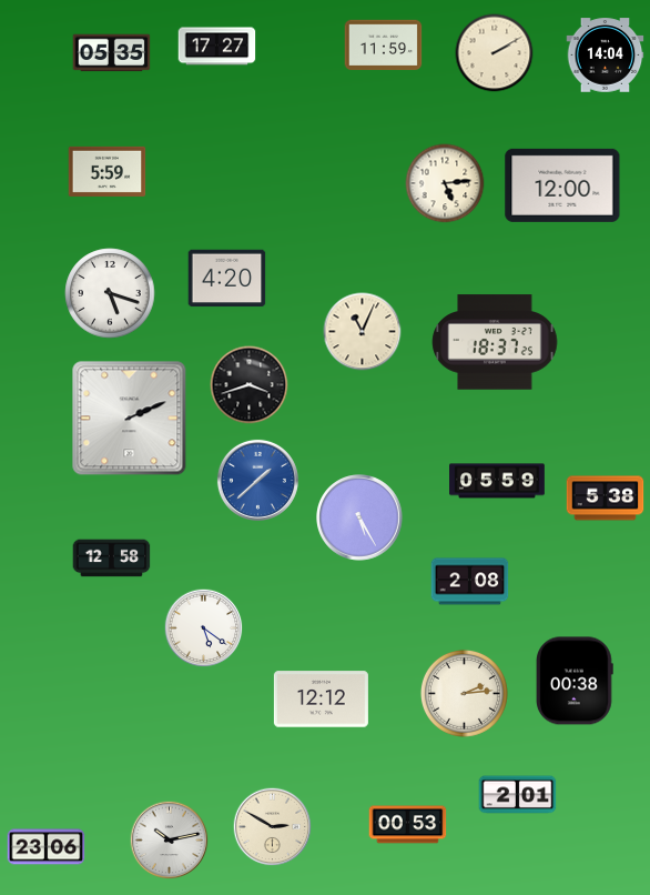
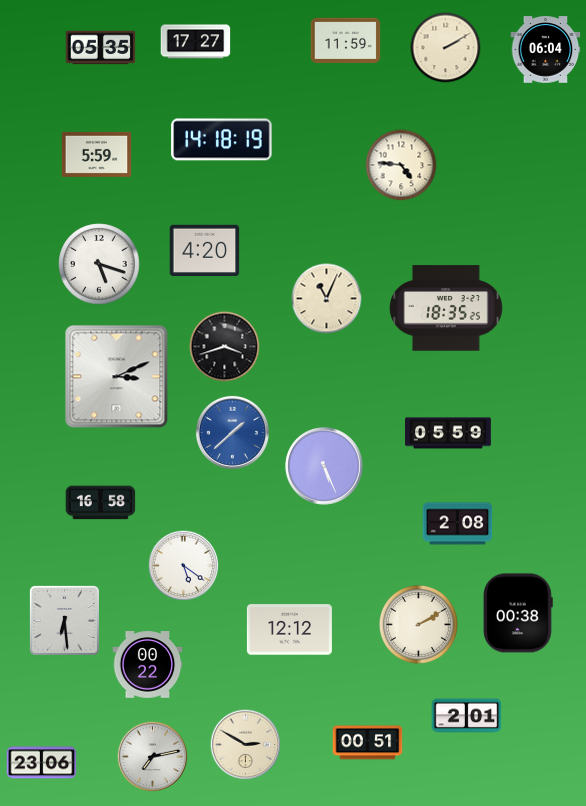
clock at (606, 56): 14:04 -> 06:04
clock at (222, 140): none -> 14:18
clock at (445, 183): 5:14 -> 4:46
clock at (562, 185): 12:00 -> none
clock at (495, 342): 18:37 -> 18:35
clock at (130, 419): 2:11 -> 3:11
clock at (606, 499): 5:38 -> none
clock at (359, 517): 5:25 -> 5:26
clock at (112, 559): 12:58 -> 16:58
clock at (470, 582) position: (470, 582) -> (458, 524)
clock at (64, 620): none -> 6:29
clock at (464, 693): 2:14 -> 2:10
clock at (148, 665): none -> 00:22
clock at (408, 825): 00:53 -> 00:51
clock at (170, 841): 10:13 -> 7:13
